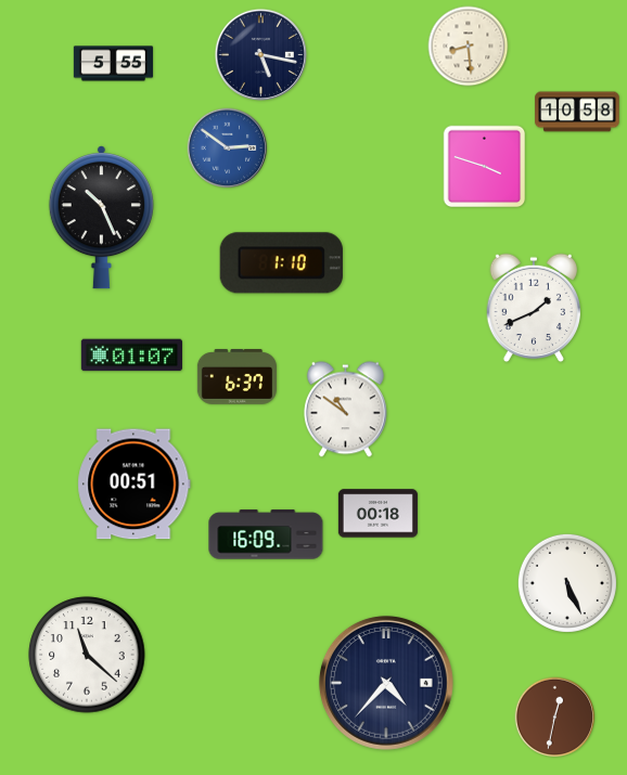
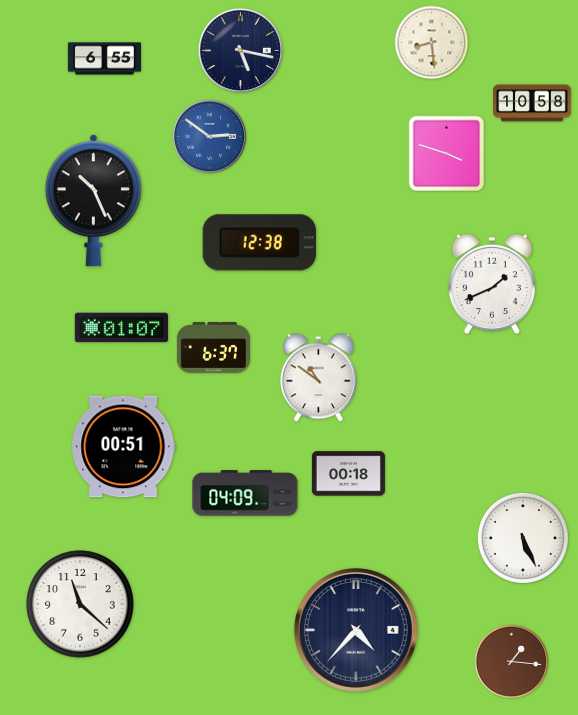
clock at (113, 64): 5:55 -> 6:55
clock at (281, 263): 1:10 -> 12:38
clock at (236, 377) position: (236, 377) -> (213, 348)
clock at (266, 534): 16:09 -> 04:09
clock at (555, 718): 12:32 -> 1:16
